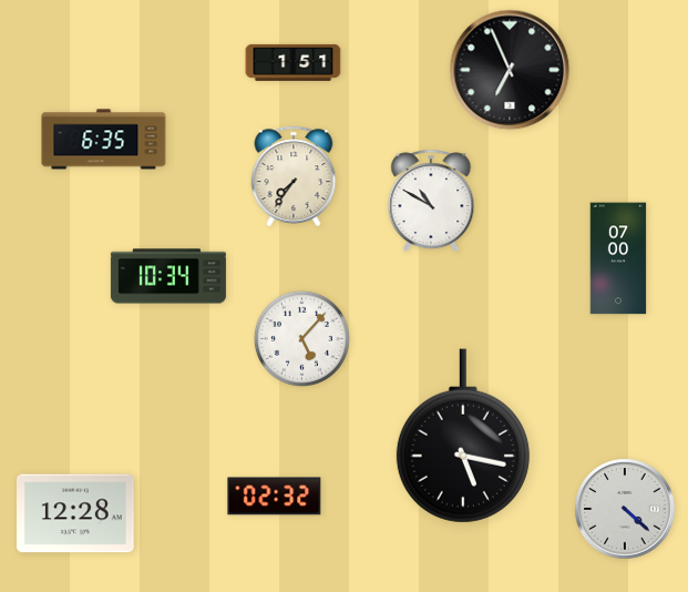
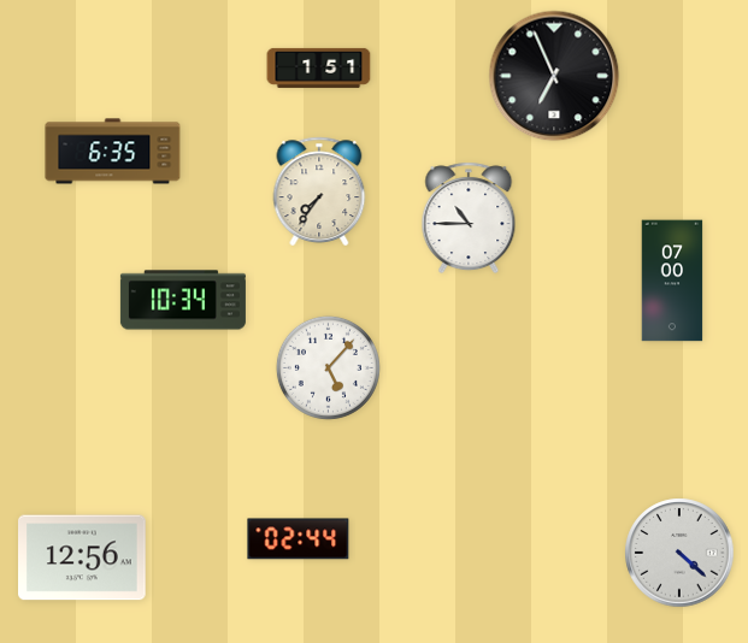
clock at (431, 201): 10:50 -> 10:45
clock at (463, 436): 5:17 -> none
clock at (275, 497): 02:32 -> 02:44
clock at (76, 513): 12:28 -> 12:56
